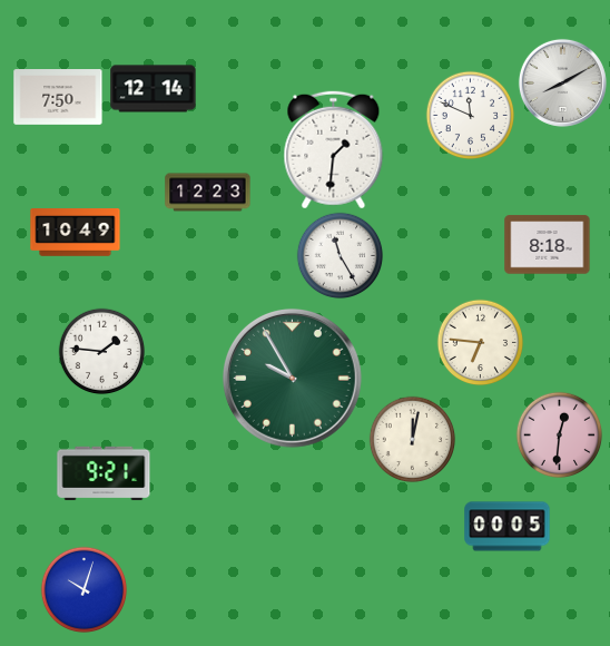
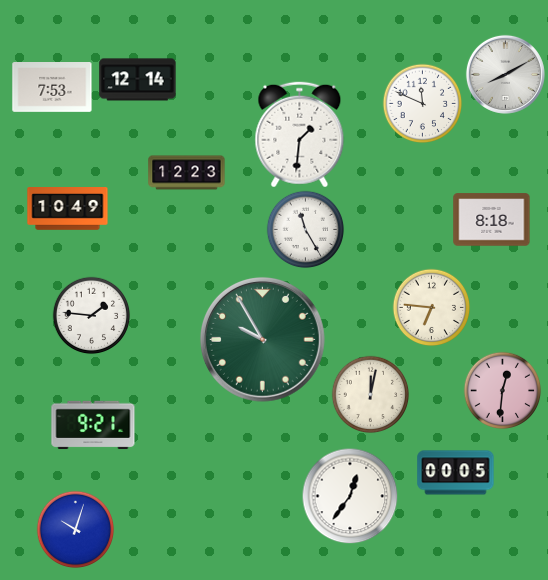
clock at (58, 98): 7:50 -> 7:53
clock at (350, 496): none -> 12:36
